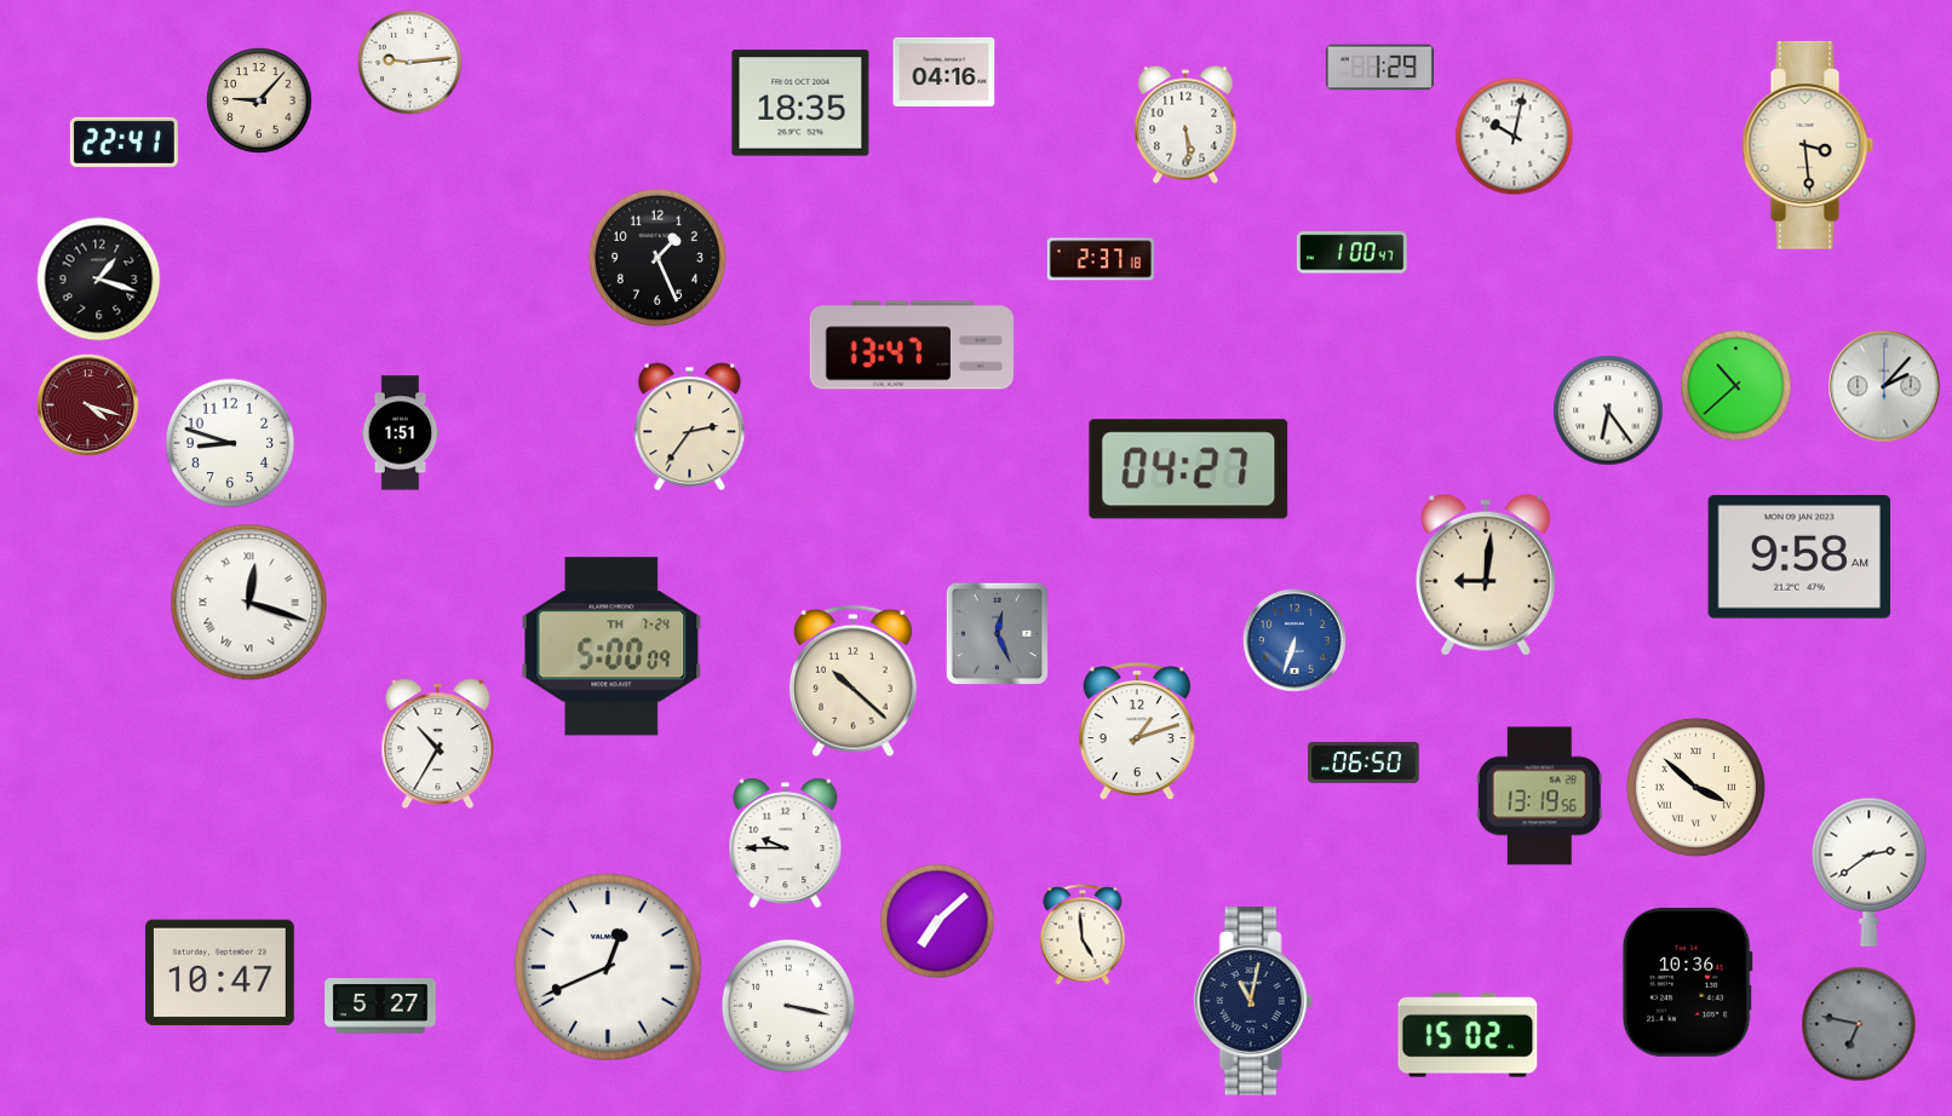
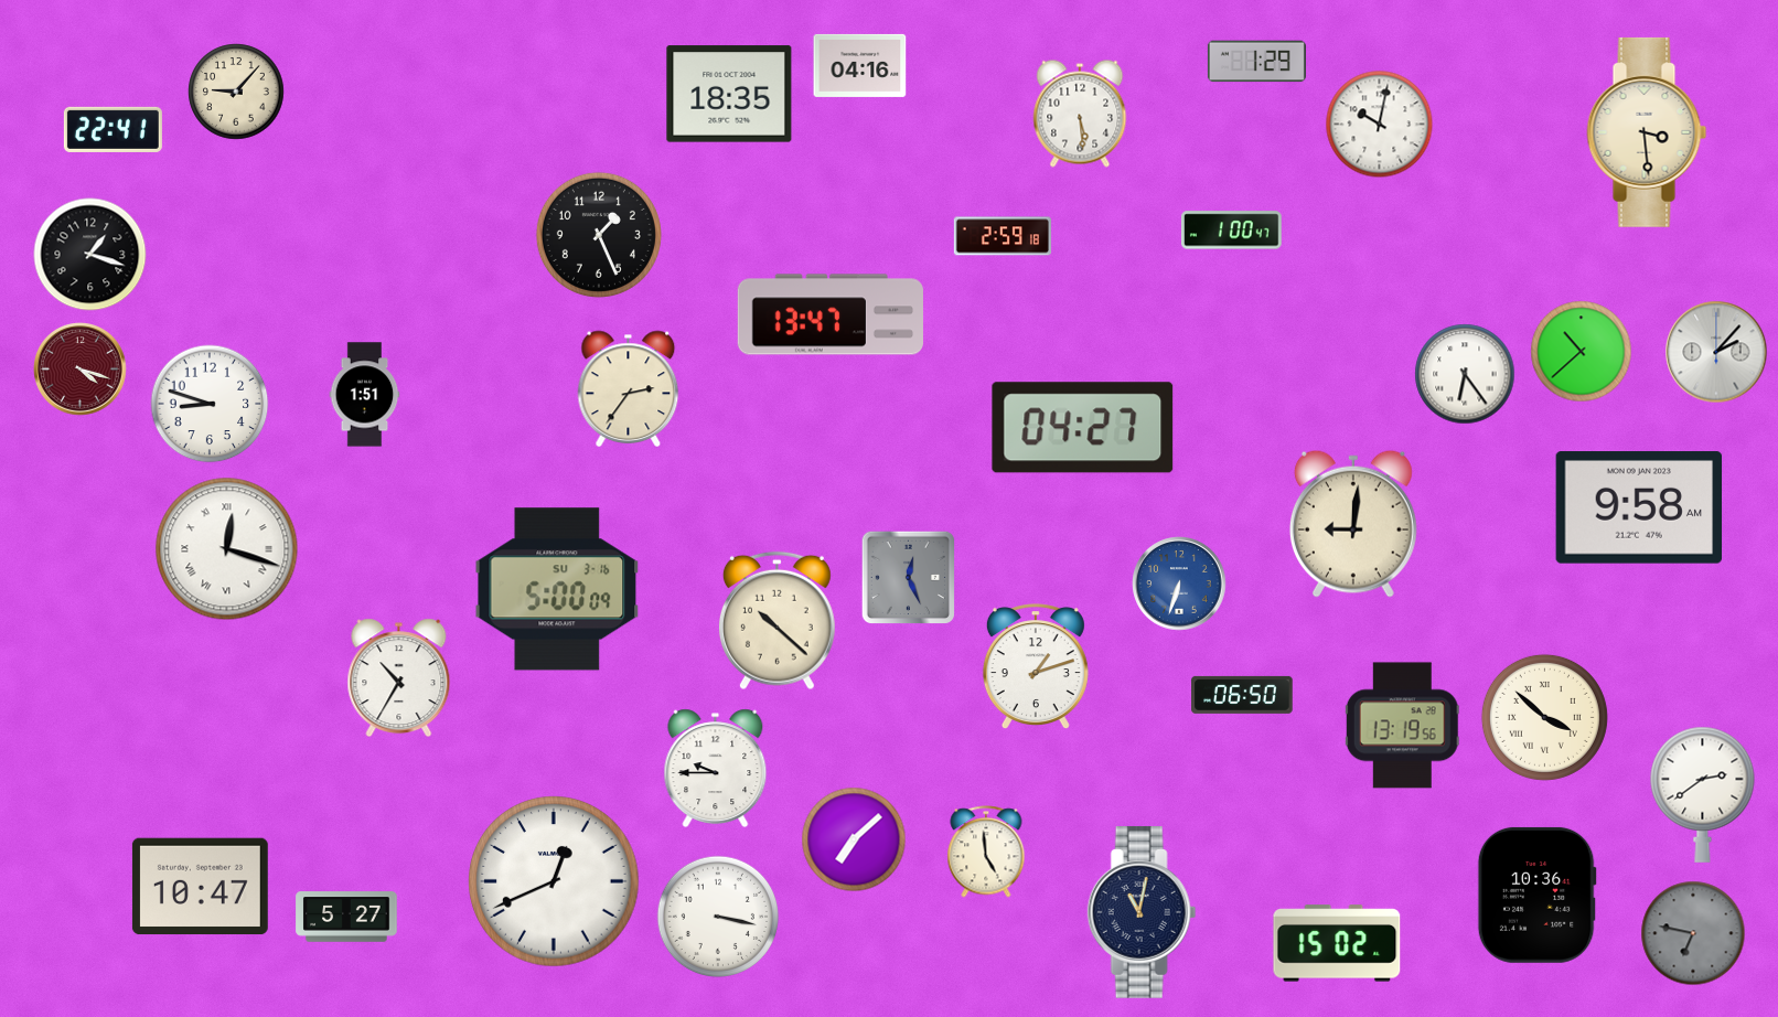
clock at (411, 63): 9:14 -> none
clock at (1101, 259): 2:37 -> 2:59
clock at (612, 646) date: TH 7-24 -> SU 3-16
